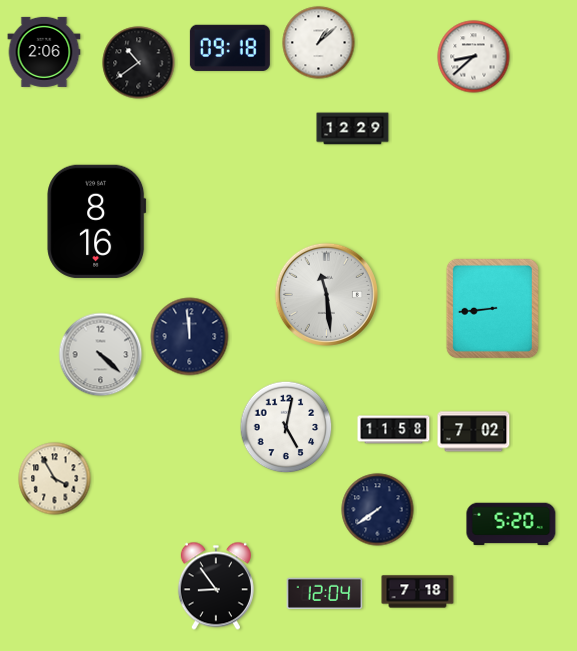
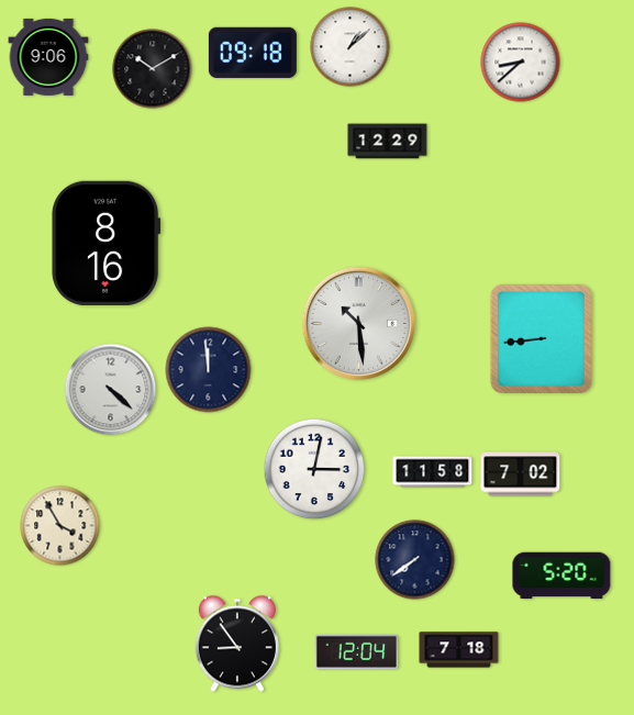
clock at (44, 52): 2:06 -> 9:06
clock at (139, 63): 10:39 -> 10:10
clock at (326, 294): 11:29 -> 10:29
clock at (286, 427): 5:02 -> 3:02
